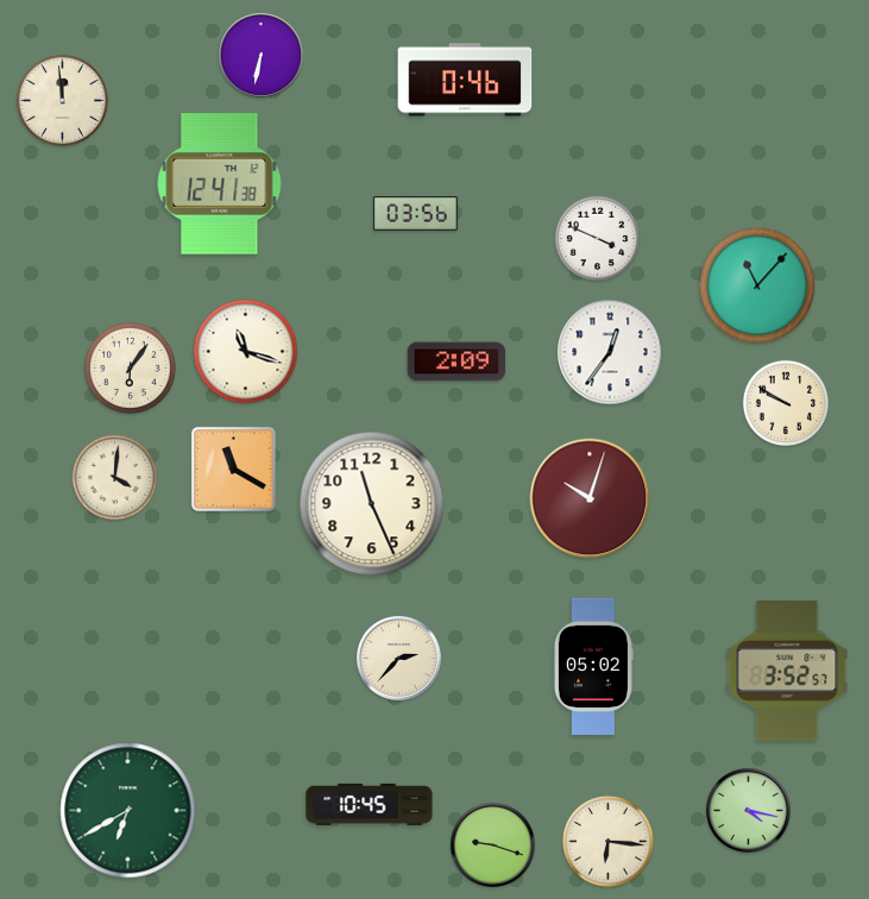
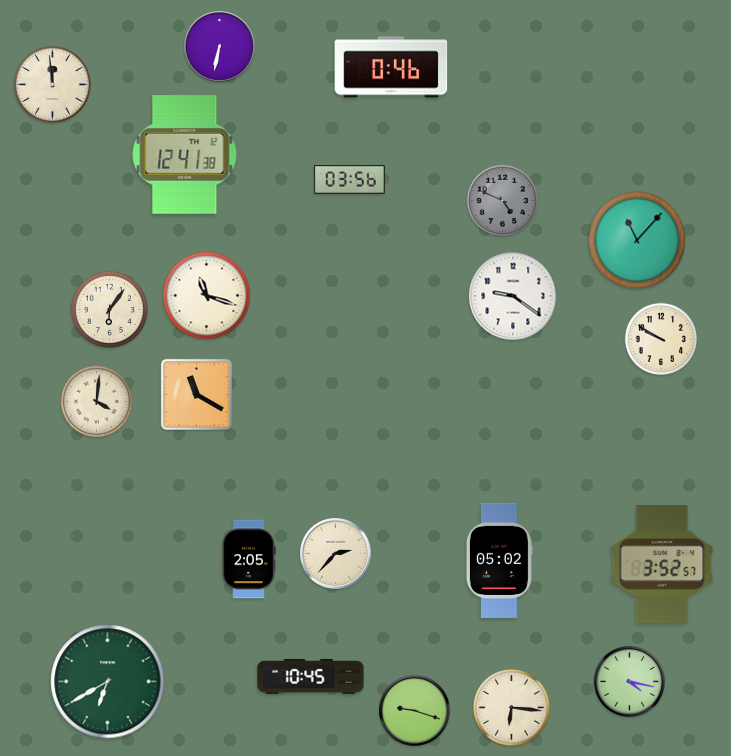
clock at (598, 239): 3:49 -> 4:49
clock at (598, 239) dial: white -> grey
clock at (610, 352): 12:36 -> 9:21
clock at (456, 362): 2:09 -> none
clock at (590, 498): 10:03 -> none
clock at (372, 504): 11:26 -> none
clock at (249, 559): none -> 2:05
